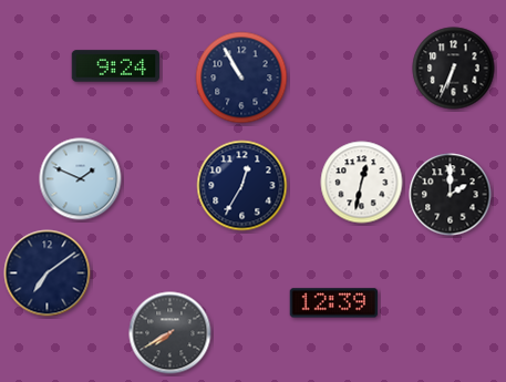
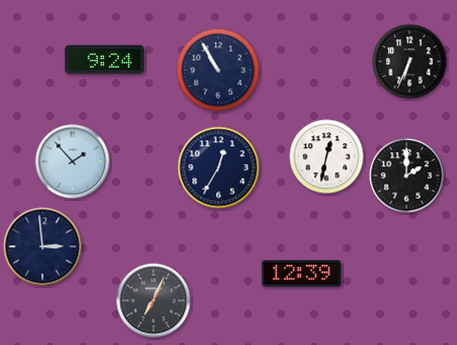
clock at (81, 179): 1:49 -> 1:53
clock at (362, 183) position: (362, 183) -> (327, 157)
clock at (48, 273): 7:09 -> 2:59
clock at (171, 333): 7:40 -> 7:04
